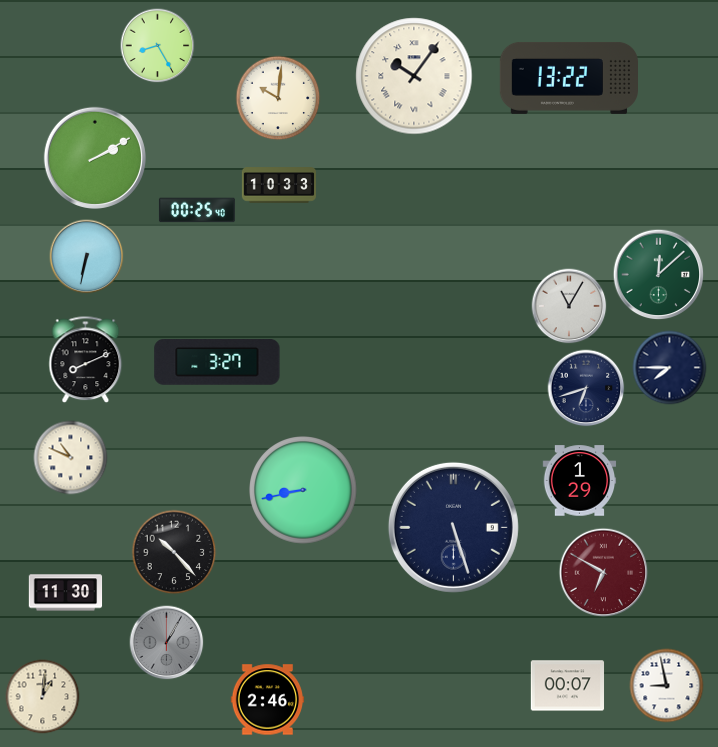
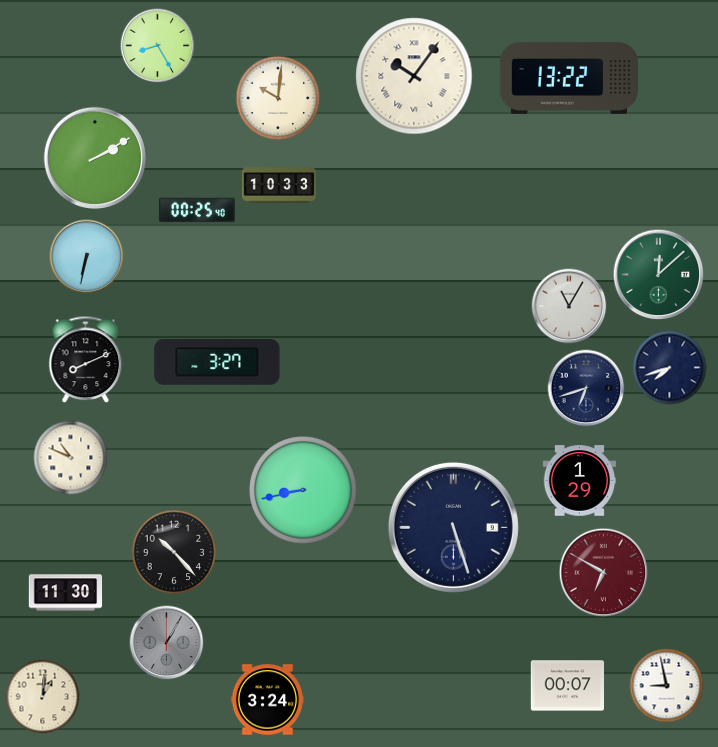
clock at (670, 368): 7:45 -> 7:42
clock at (268, 700): 2:46 -> 3:24
